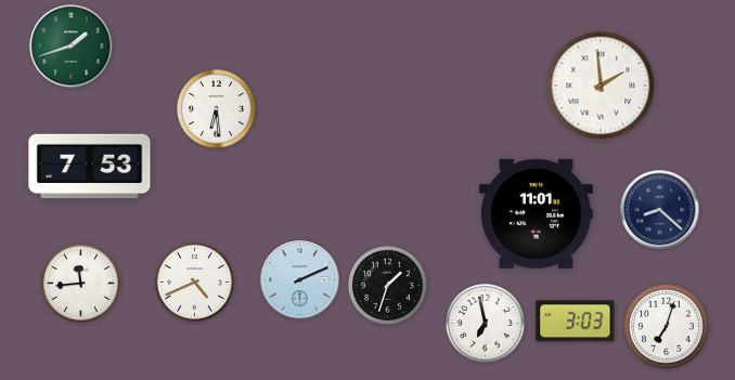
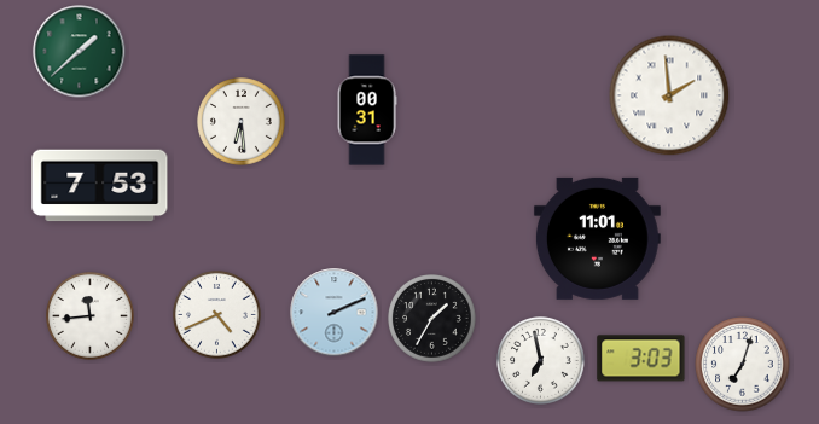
clock at (72, 47): 1:42 -> 1:38
clock at (367, 110): none -> 00:31
clock at (660, 210): 8:22 -> none
clock at (388, 286): 1:33 -> 1:35
